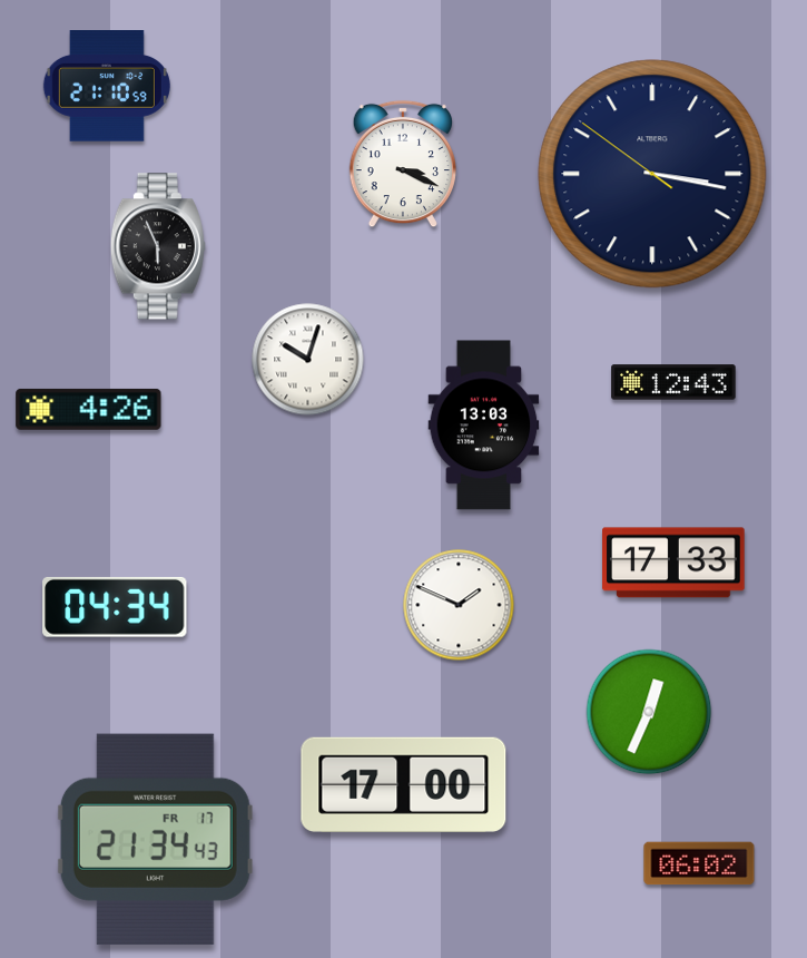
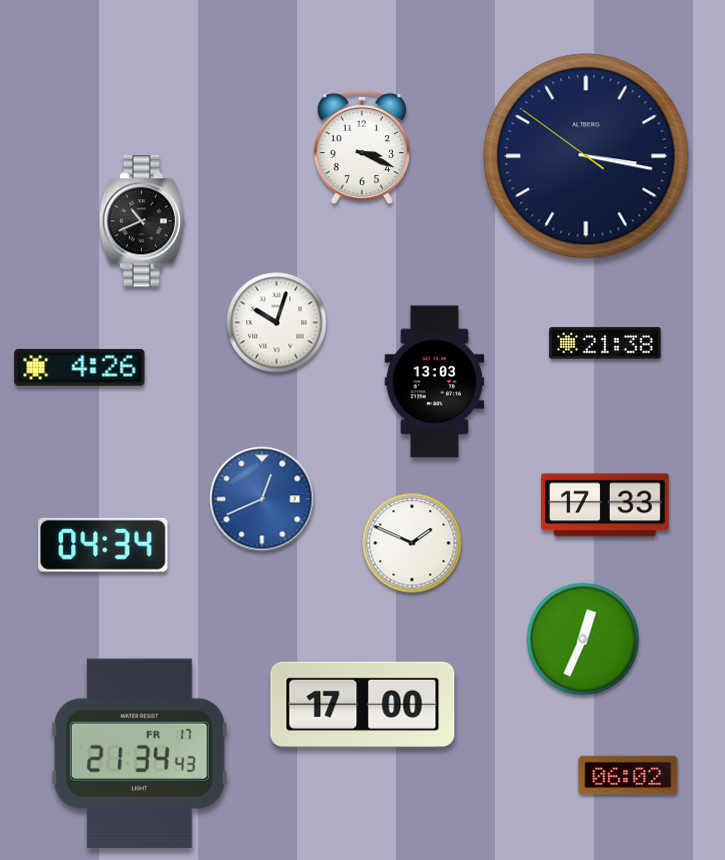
clock at (107, 87): 21:10 -> none
clock at (158, 246): 5:56 -> 10:41
clock at (673, 382): 12:43 -> 21:38
clock at (262, 499): none -> 12:41
